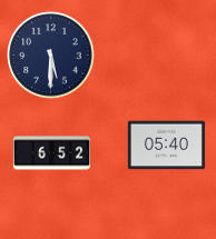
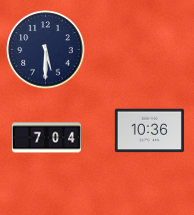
clock at (166, 146): 05:40 -> 10:36
clock at (51, 153): 6:52 -> 7:04
